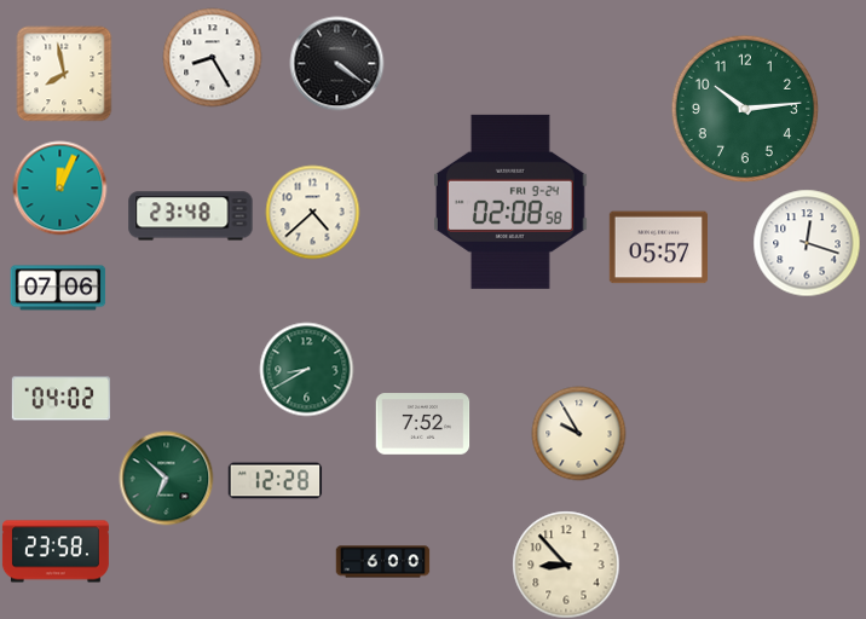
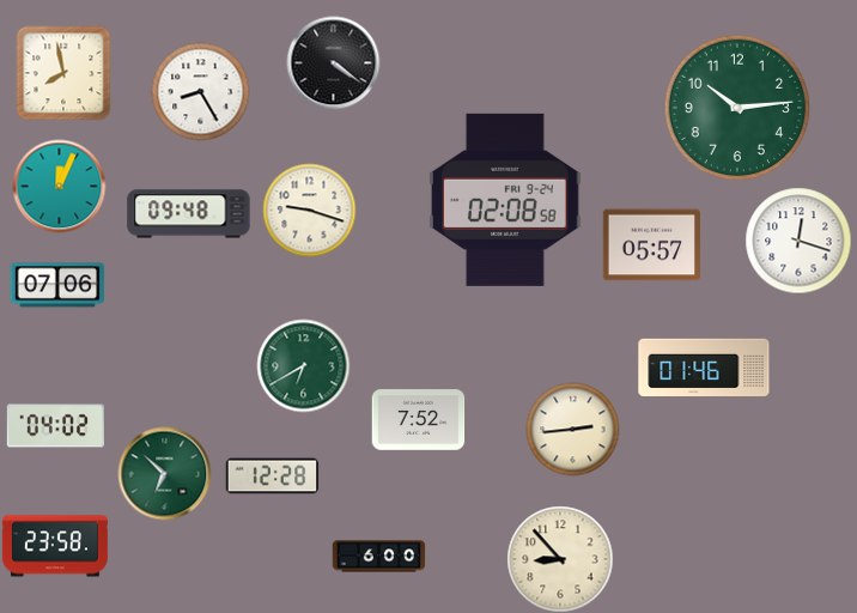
clock at (212, 57) position: (212, 57) -> (200, 91)
clock at (312, 212): 4:38 -> 9:18
clock at (191, 216): 23:48 -> 09:48
clock at (306, 369): 8:40 -> 6:40
clock at (704, 366): none -> 01:46
clock at (60, 399) position: (60, 399) -> (55, 426)
clock at (578, 433): 9:55 -> 2:44
